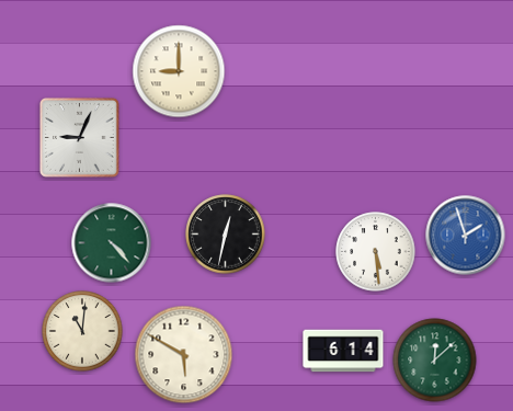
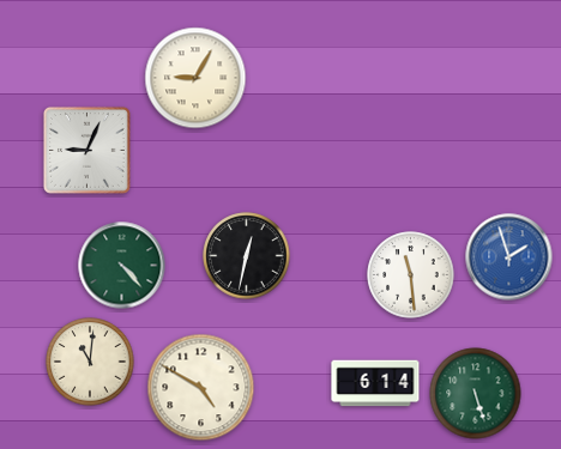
clock at (179, 71): 9:00 -> 9:05
clock at (376, 252): 5:29 -> 11:29
clock at (184, 355): 5:50 -> 4:50
clock at (435, 361): 12:08 -> 5:27
